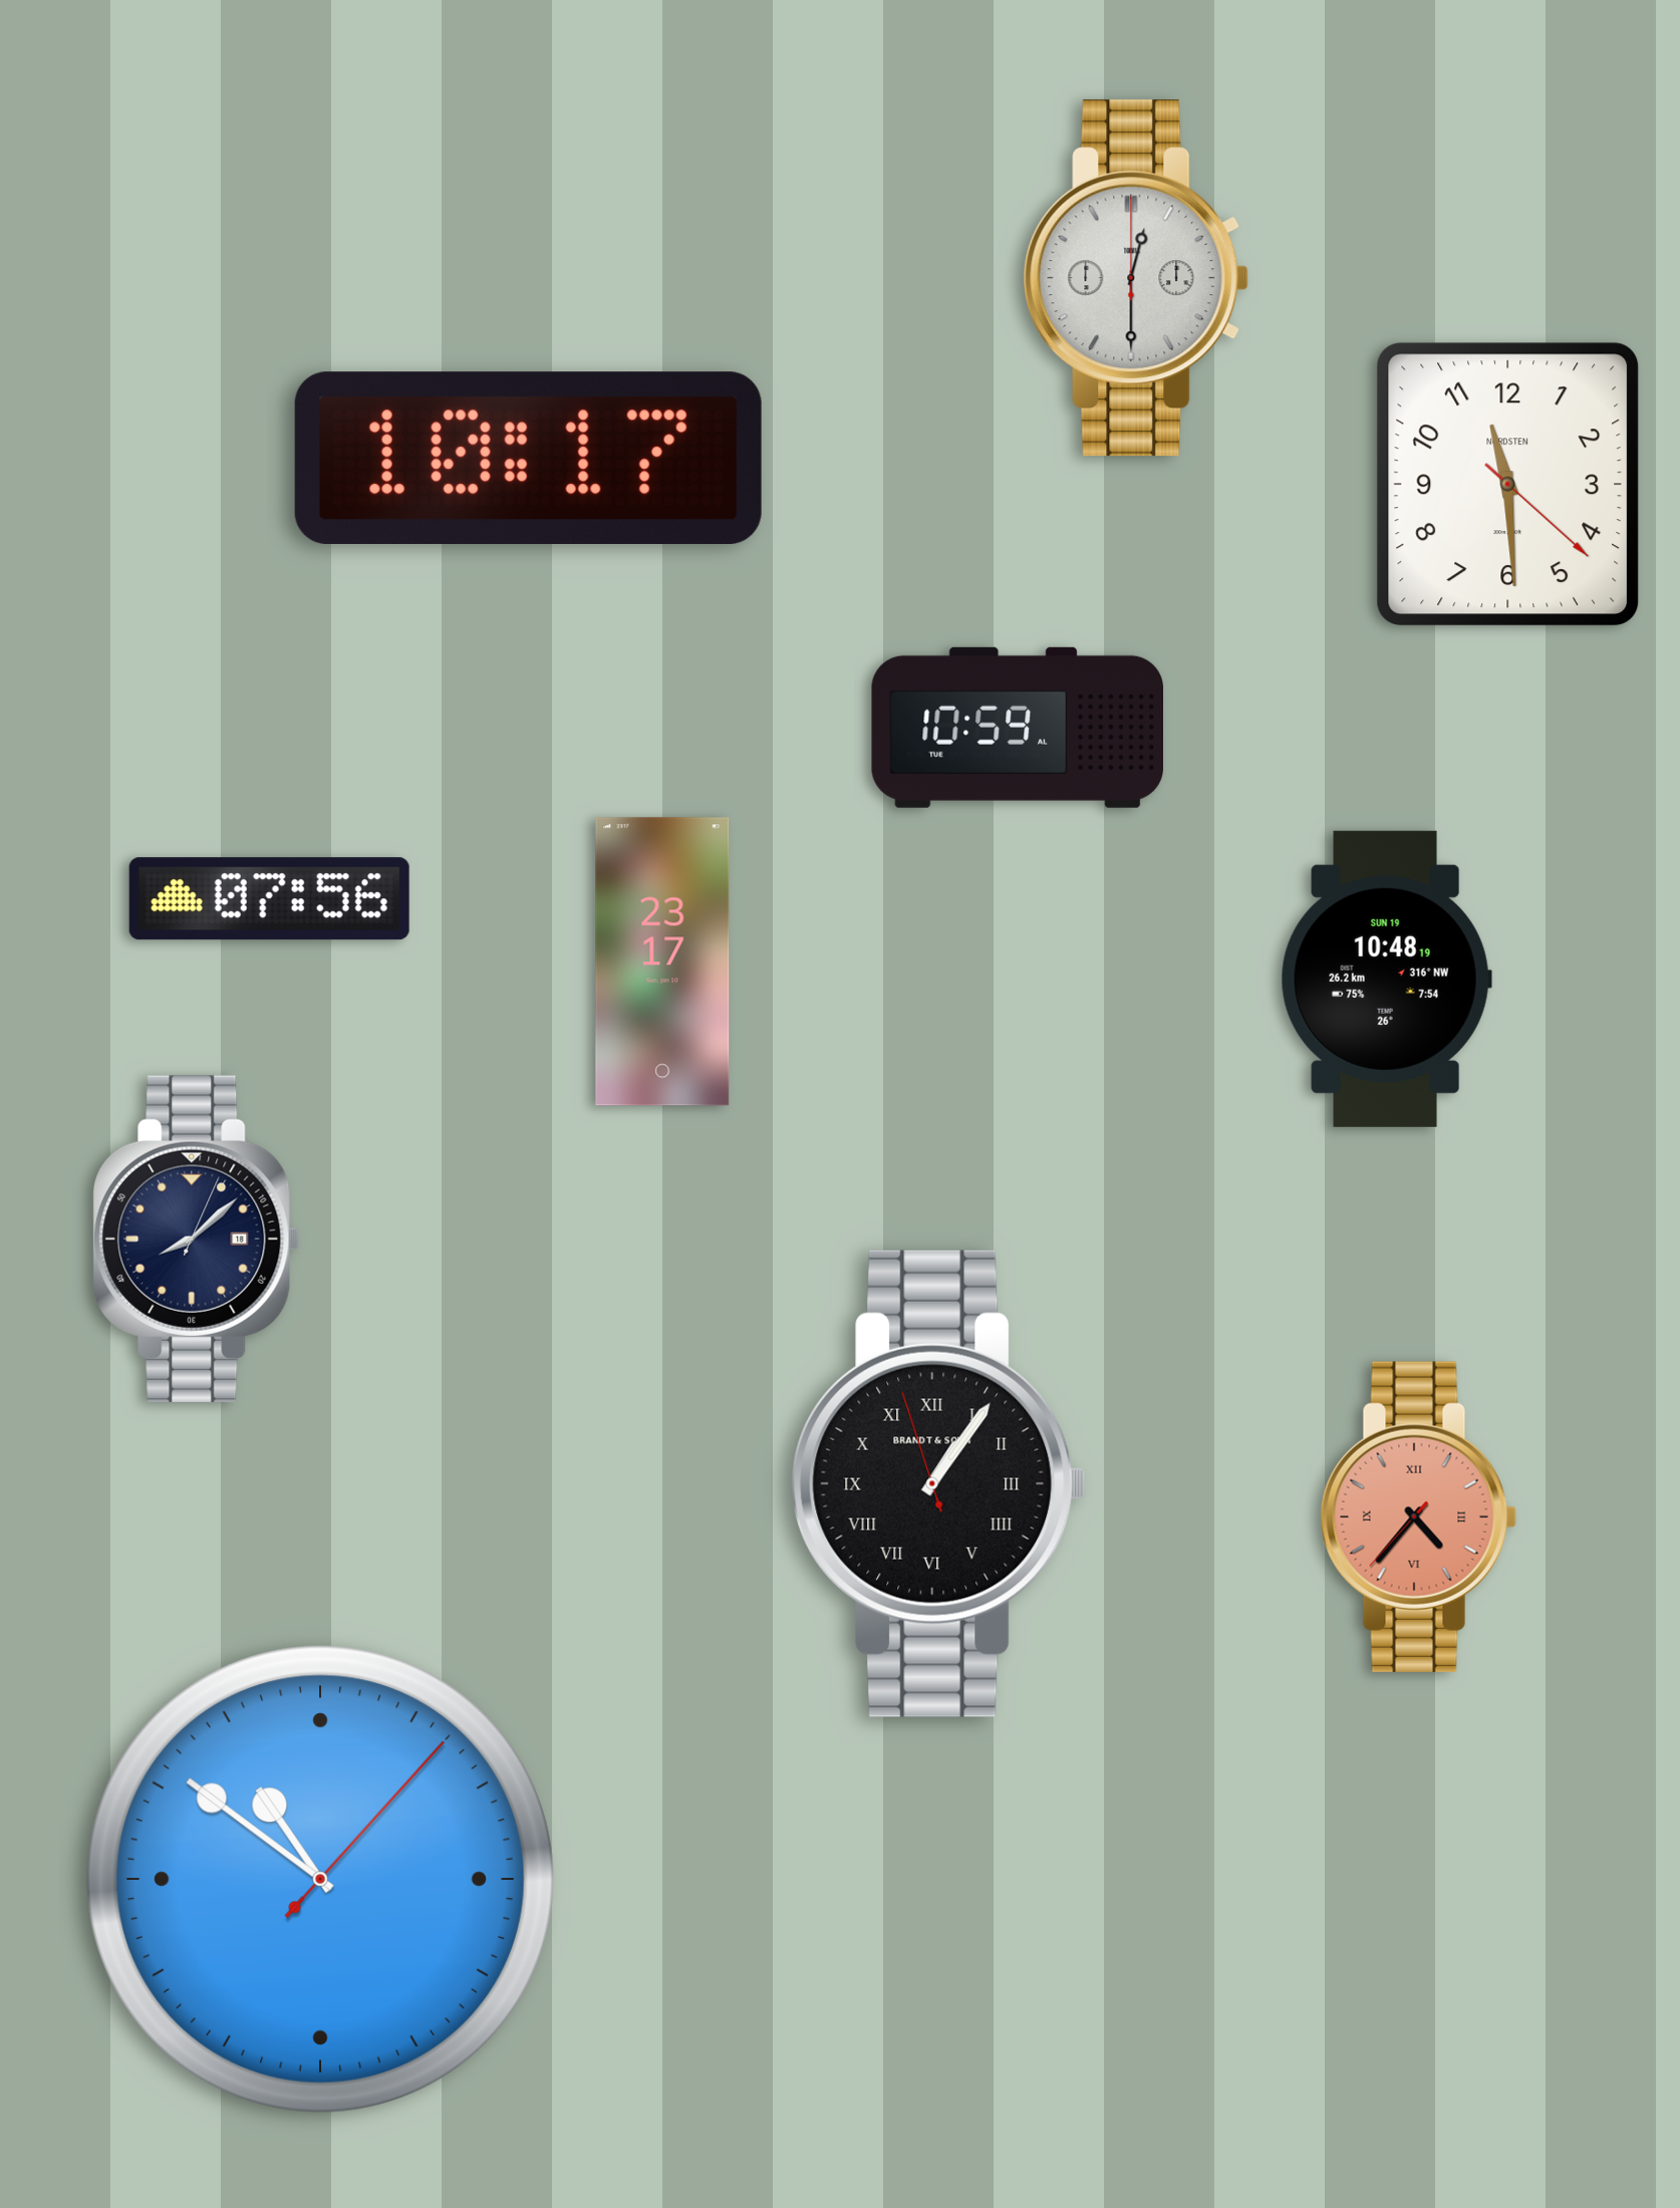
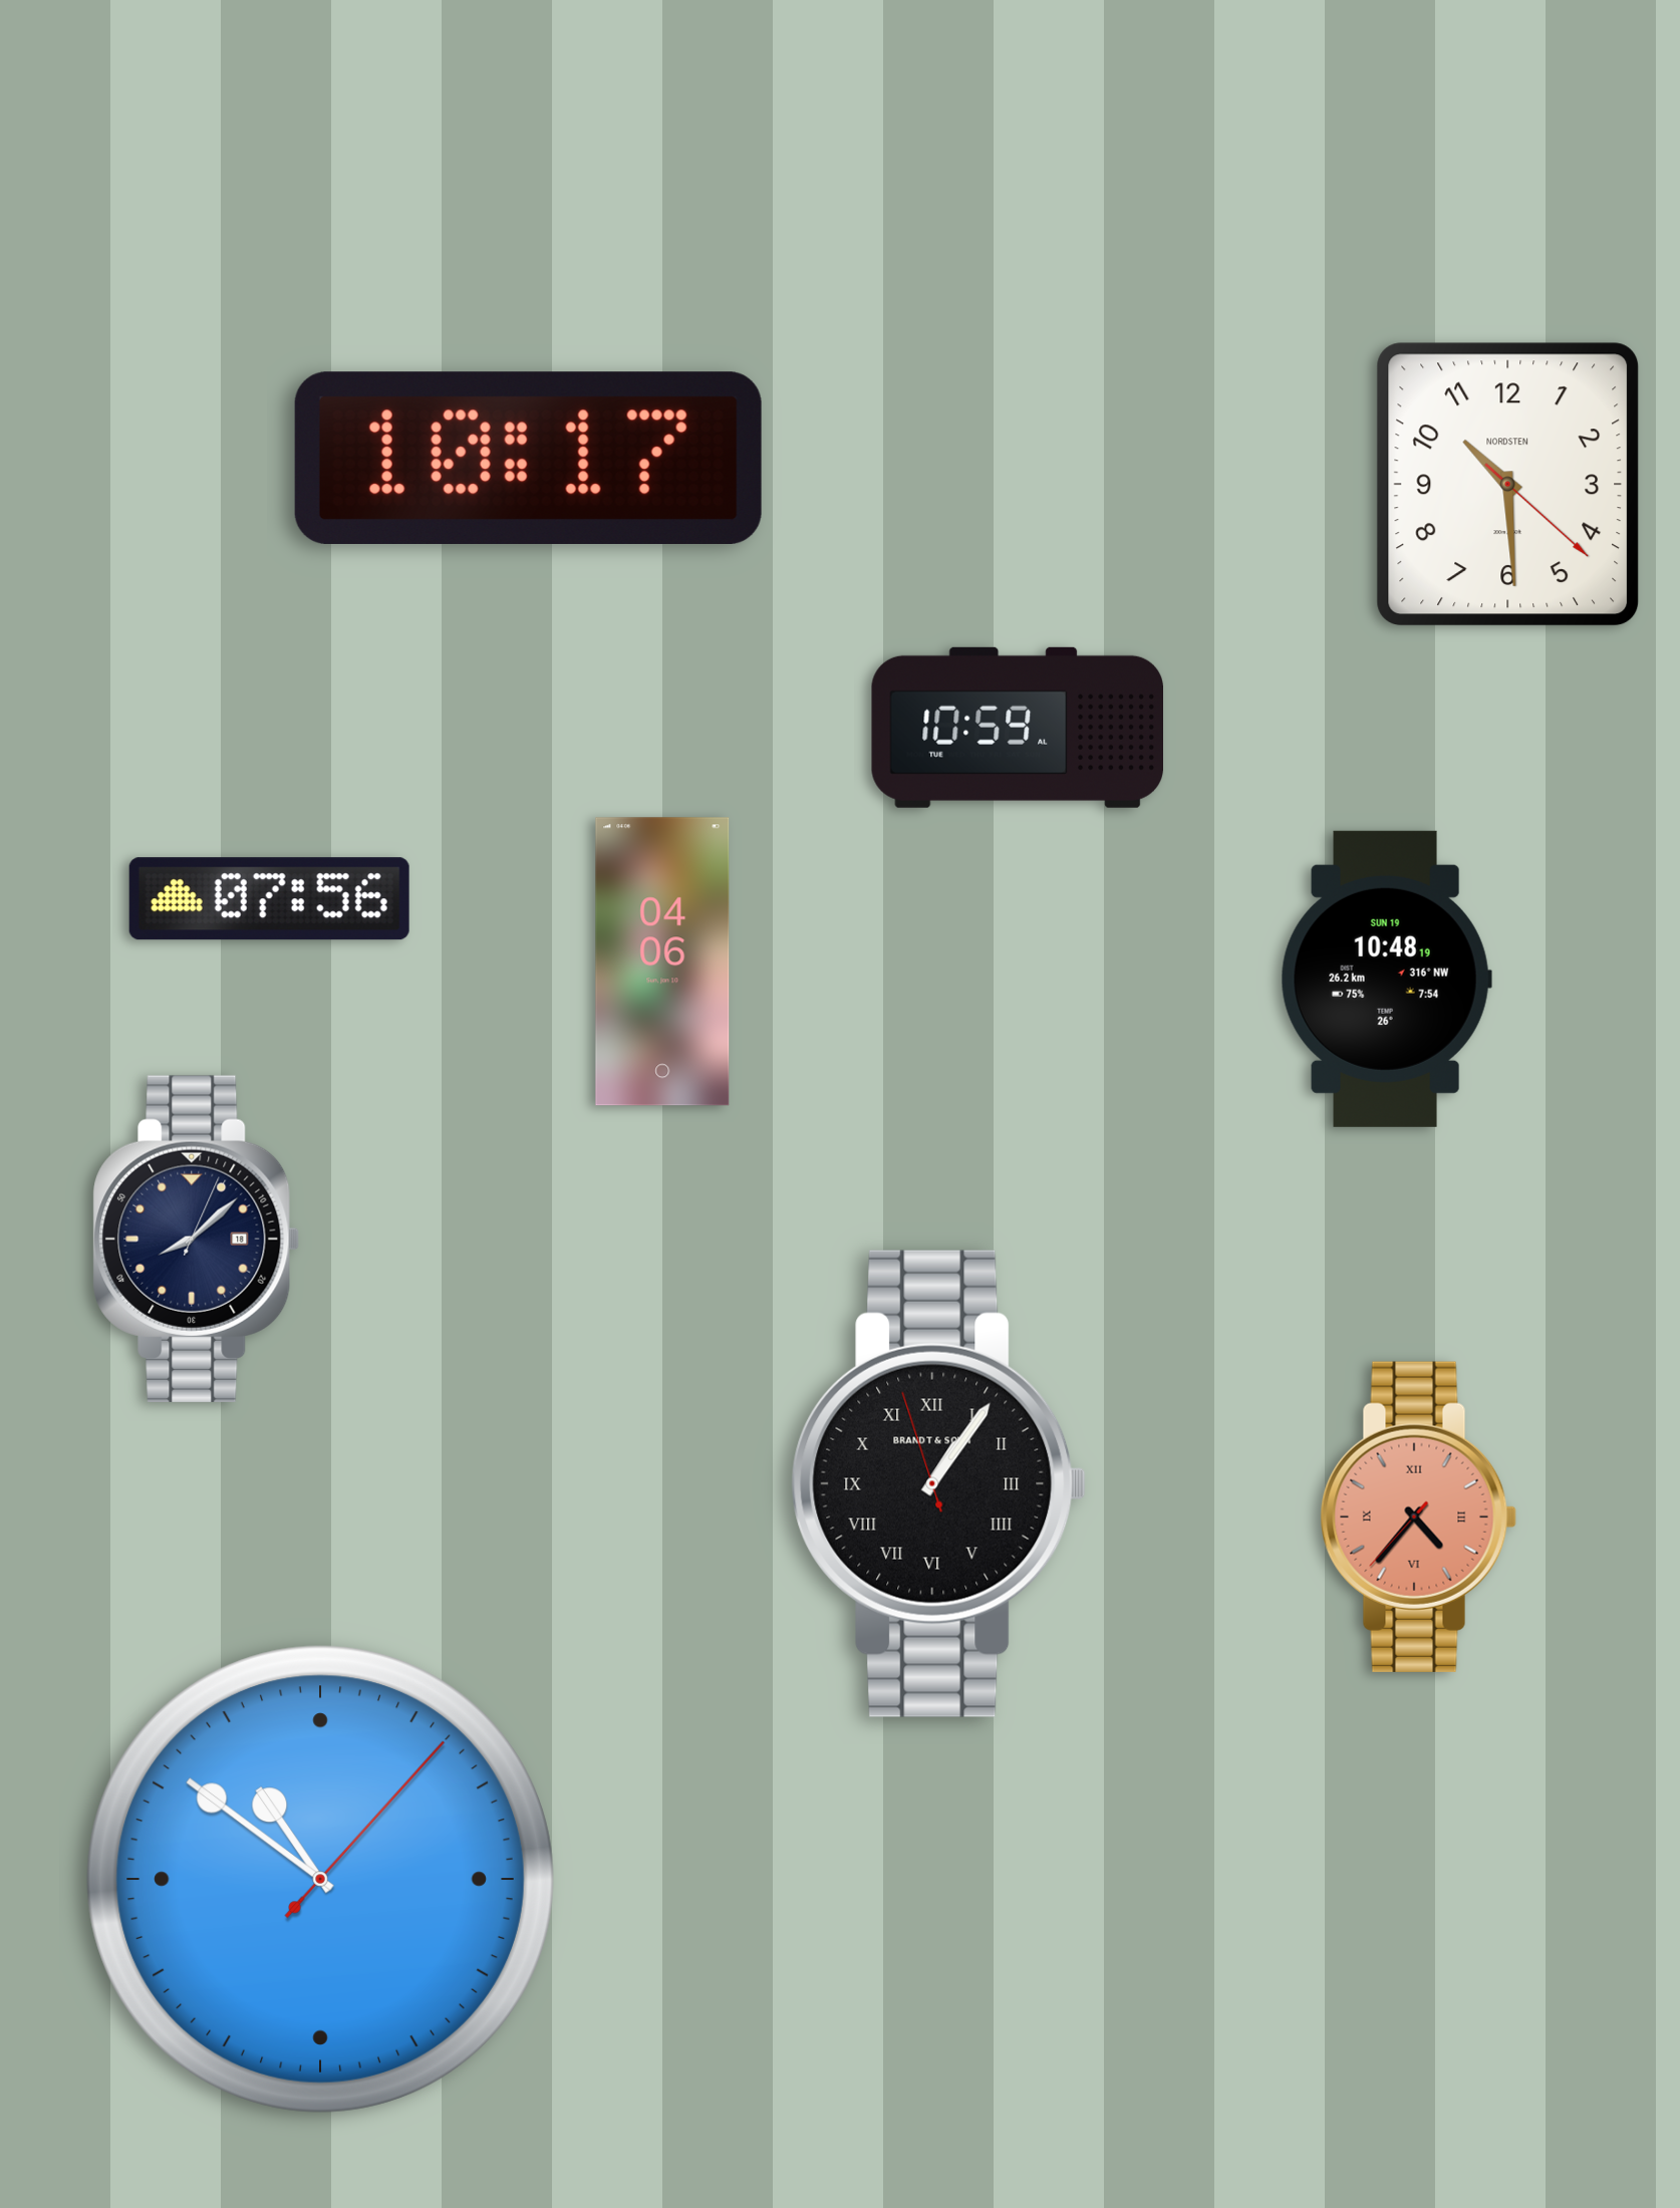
clock at (1136, 278): 12:30 -> none
clock at (1508, 485): 11:29 -> 10:29
clock at (662, 961): 23:17 -> 04:06
